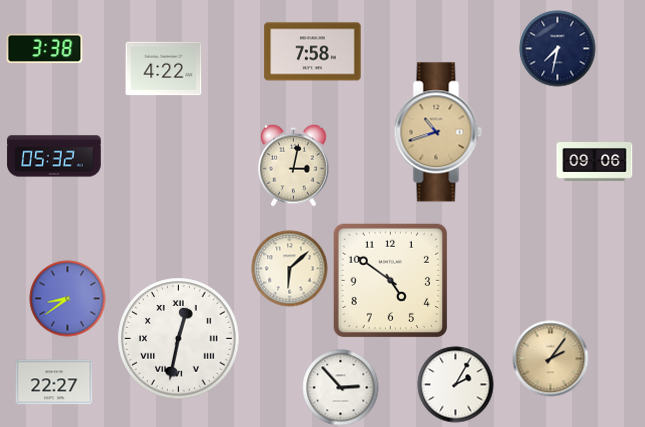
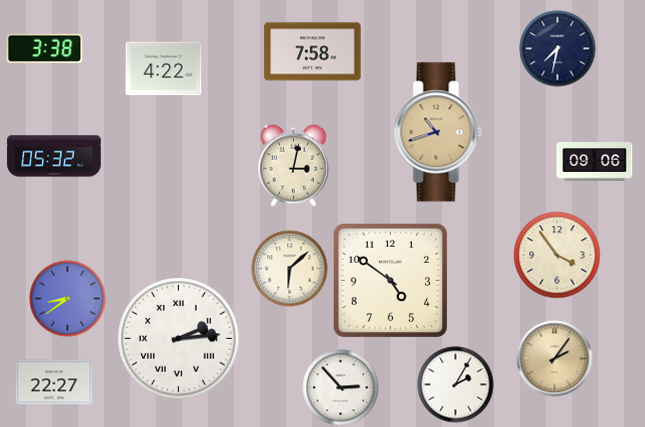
clock at (557, 255): none -> 3:54
clock at (179, 339): 12:32 -> 2:14
clock at (551, 359) position: (551, 359) -> (555, 359)
